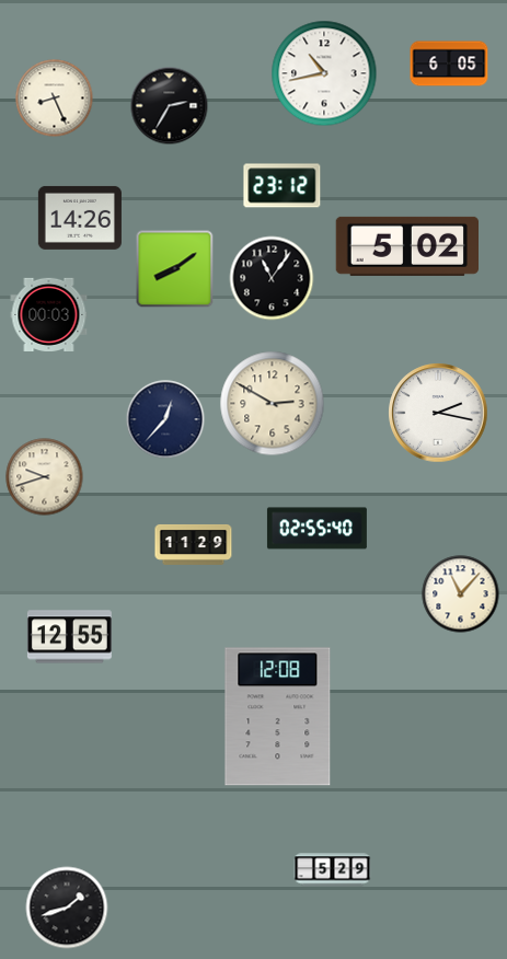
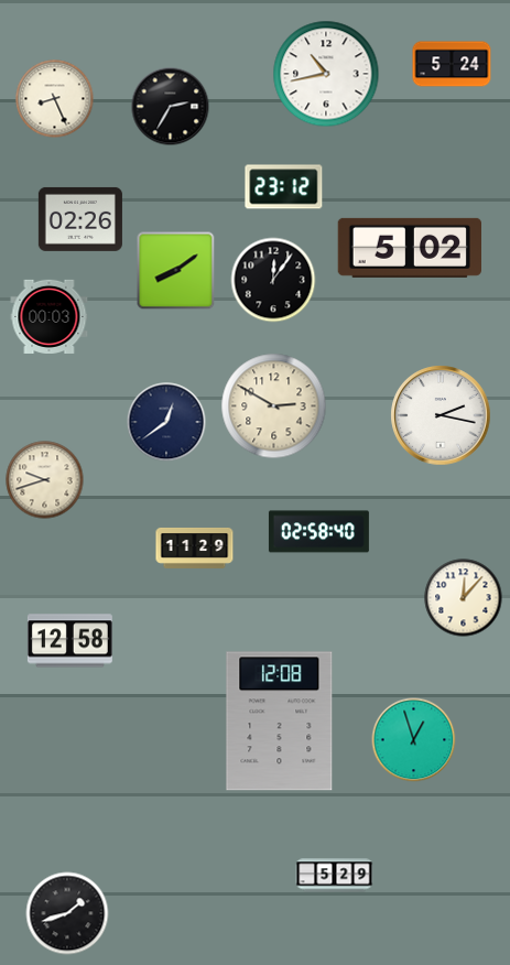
clock at (449, 63): 6:05 -> 5:24
clock at (80, 218): 14:26 -> 02:26
clock at (272, 278): 11:06 -> 12:06
clock at (165, 419): 12:37 -> 12:39
clock at (316, 529): 02:55 -> 02:58
clock at (461, 594): 11:07 -> 12:07
clock at (69, 637): 12:55 -> 12:58
clock at (414, 740): none -> 12:57
